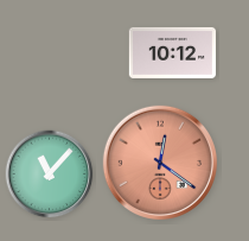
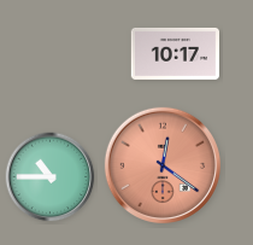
clock at (172, 52): 10:12 -> 10:17
clock at (50, 175): 11:07 -> 10:45
